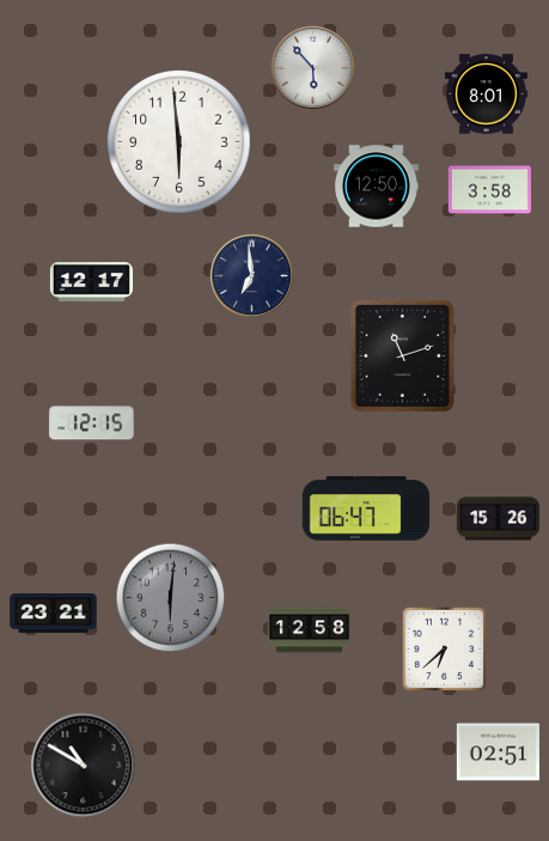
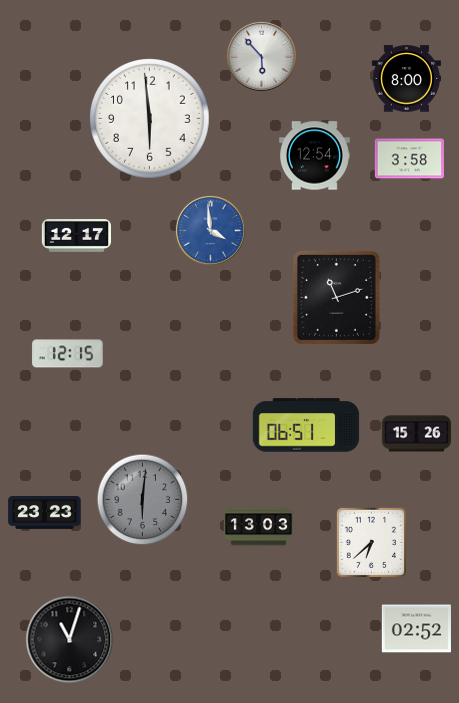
clock at (486, 95): 8:01 -> 8:00
clock at (377, 187): 12:50 -> 12:54
clock at (251, 275): 6:59 -> 3:59
clock at (251, 275) dial: navy -> blue
clock at (91, 423) position: (91, 423) -> (67, 354)
clock at (366, 508): 06:47 -> 06:51
clock at (54, 614): 23:21 -> 23:23
clock at (309, 630): 12:58 -> 13:03
clock at (498, 752): 02:51 -> 02:52
clock at (84, 766): 10:50 -> 11:03
